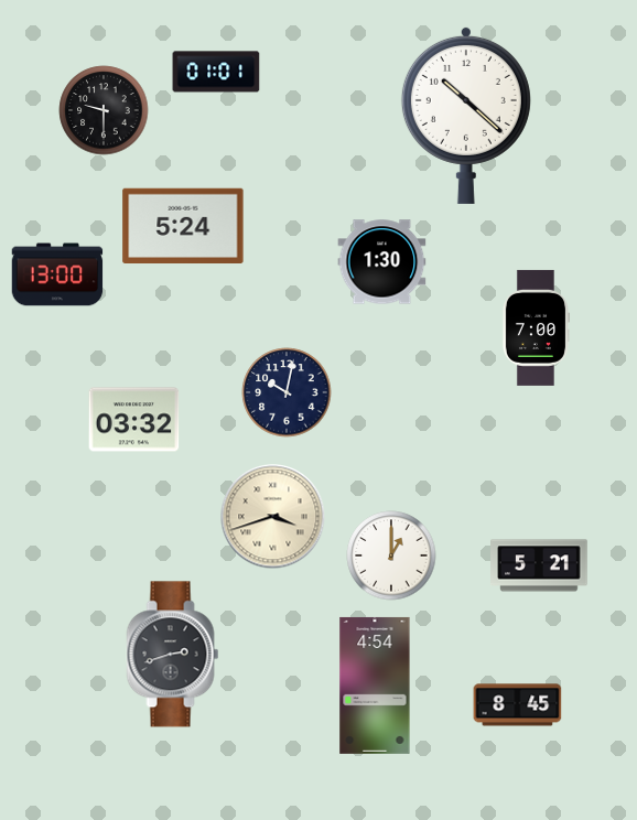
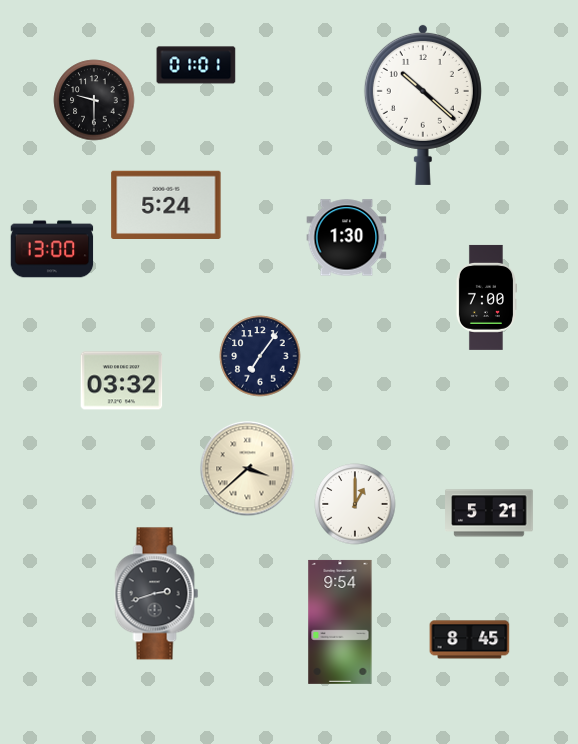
clock at (287, 392): 10:02 -> 7:06
clock at (273, 517): 3:42 -> 3:38
clock at (375, 686): 4:54 -> 9:54
